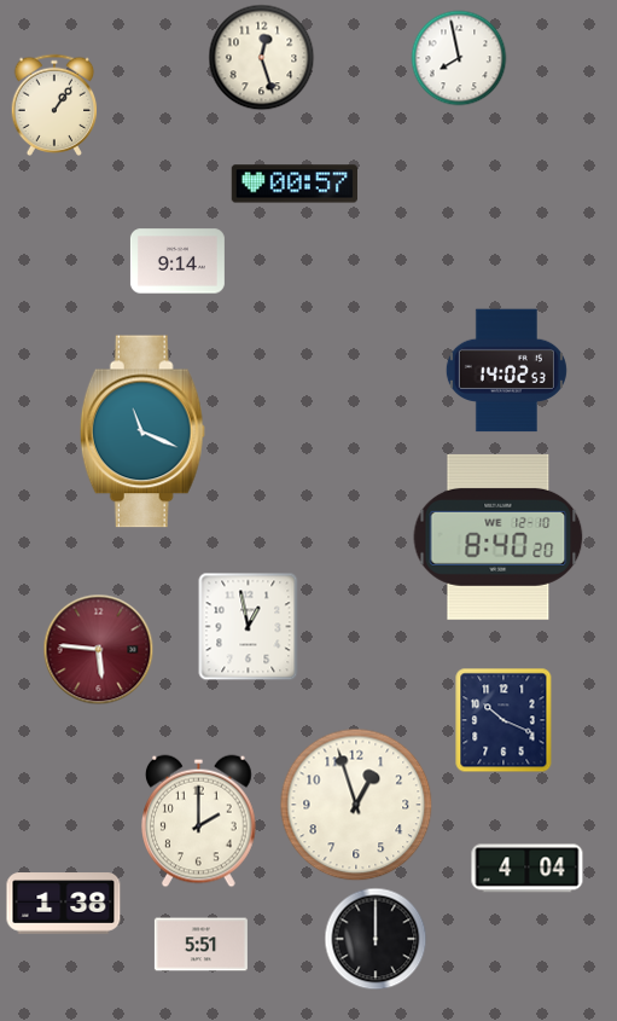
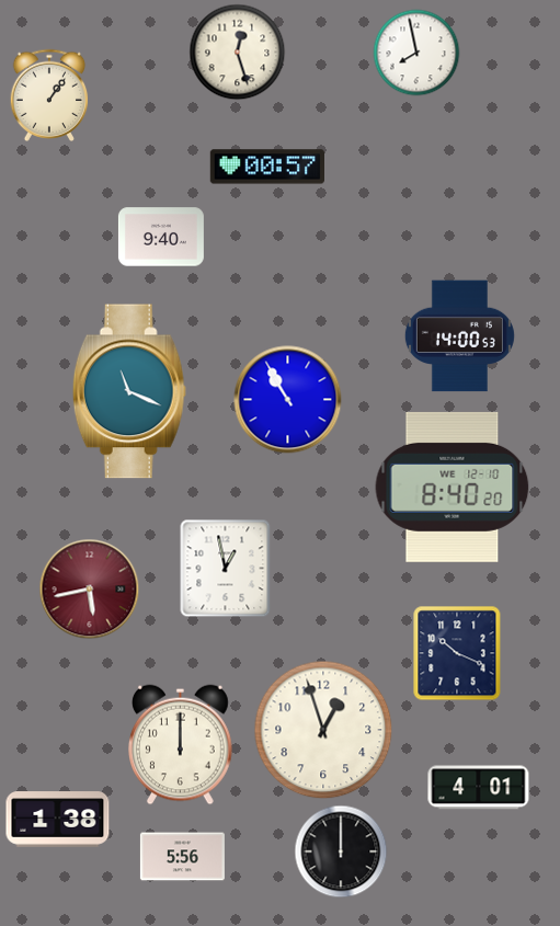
clock at (177, 261): 9:14 -> 9:40
clock at (506, 371): 14:02 -> 14:00
clock at (288, 400): none -> 10:55
clock at (99, 650): 5:46 -> 5:43
clock at (199, 822): 2:00 -> 12:00
clock at (528, 869): 4:04 -> 4:01
clock at (200, 945): 5:51 -> 5:56
